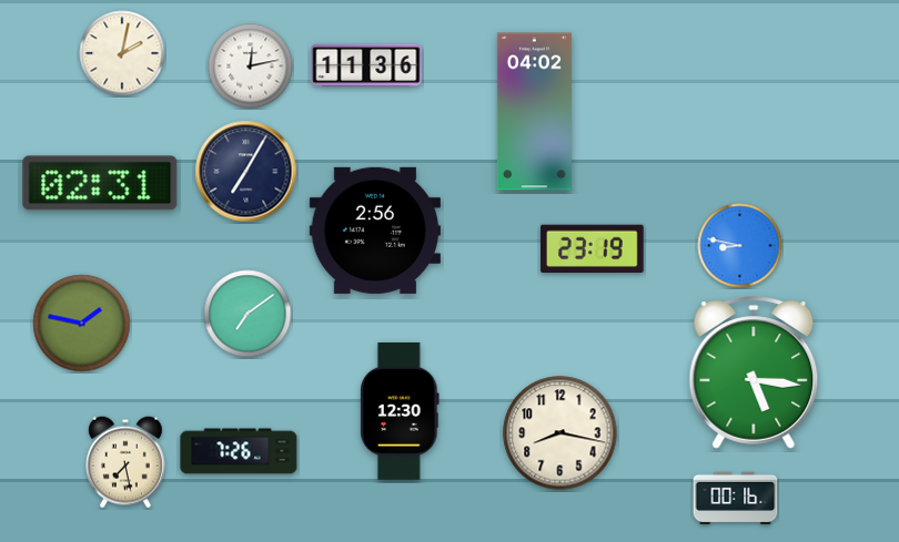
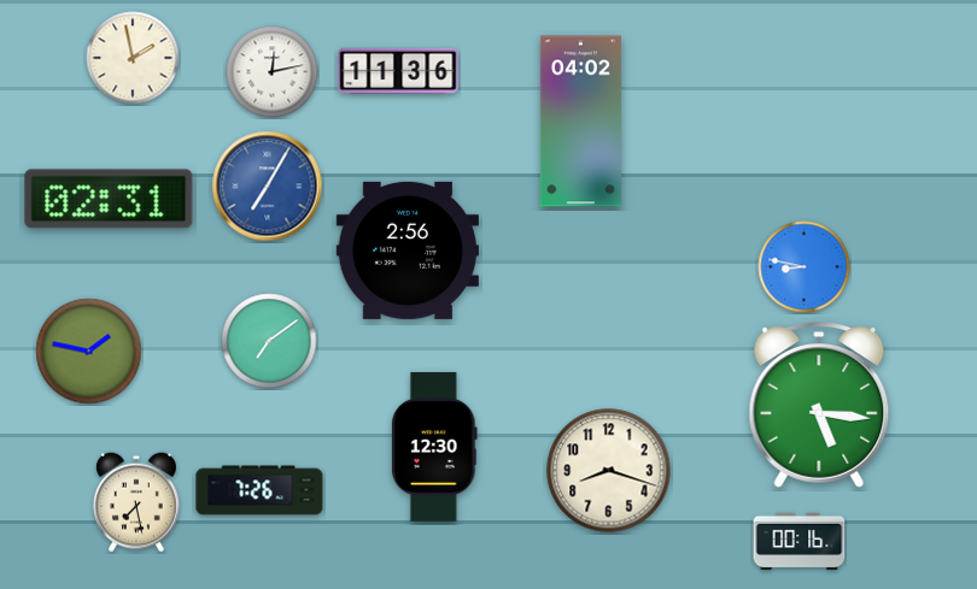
clock at (122, 53): 2:02 -> 1:58
clock at (246, 172) dial: navy -> blue
clock at (593, 249): 23:19 -> none
clock at (560, 433): 8:17 -> 8:18
